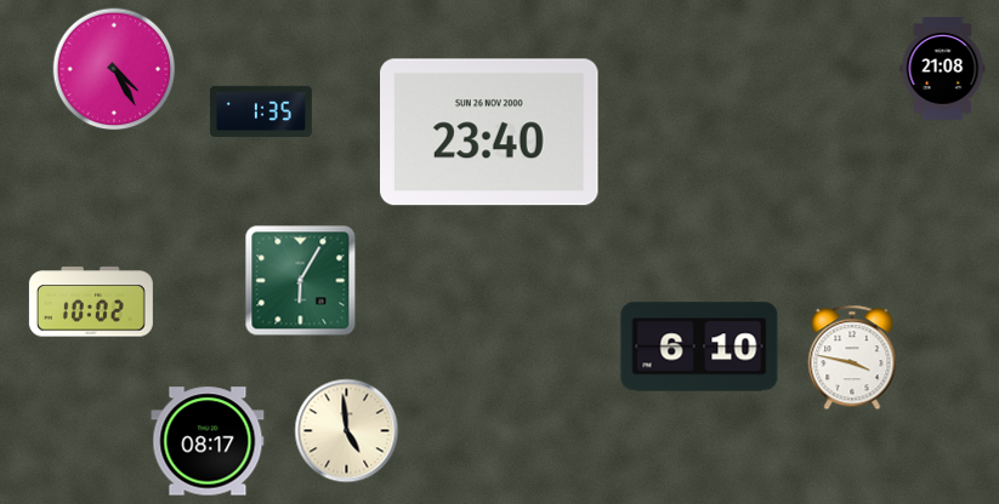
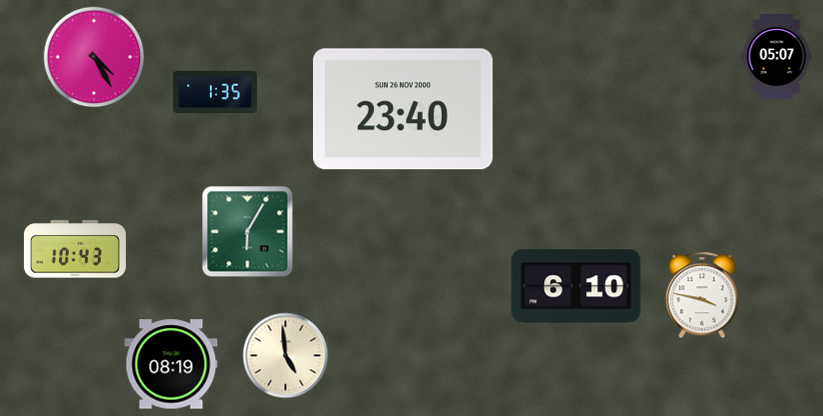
clock at (943, 69): 21:08 -> 05:07
clock at (91, 302): 10:02 -> 10:43
clock at (208, 441): 08:17 -> 08:19
